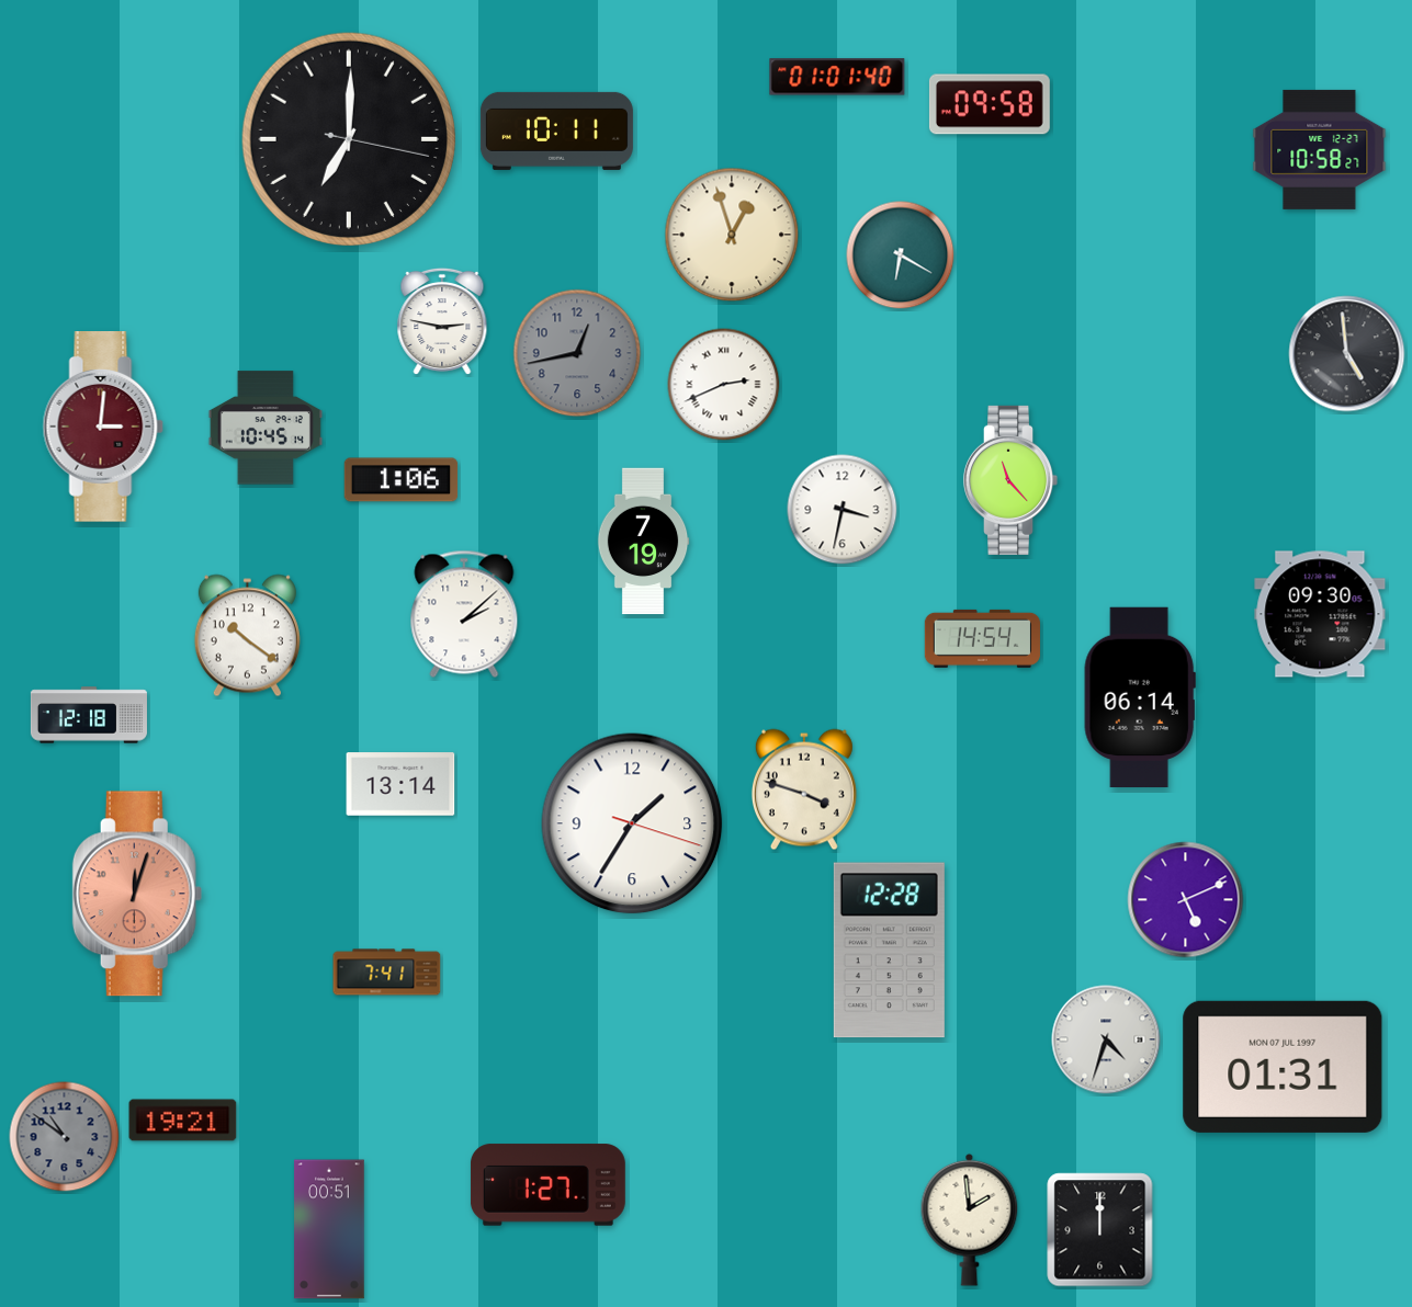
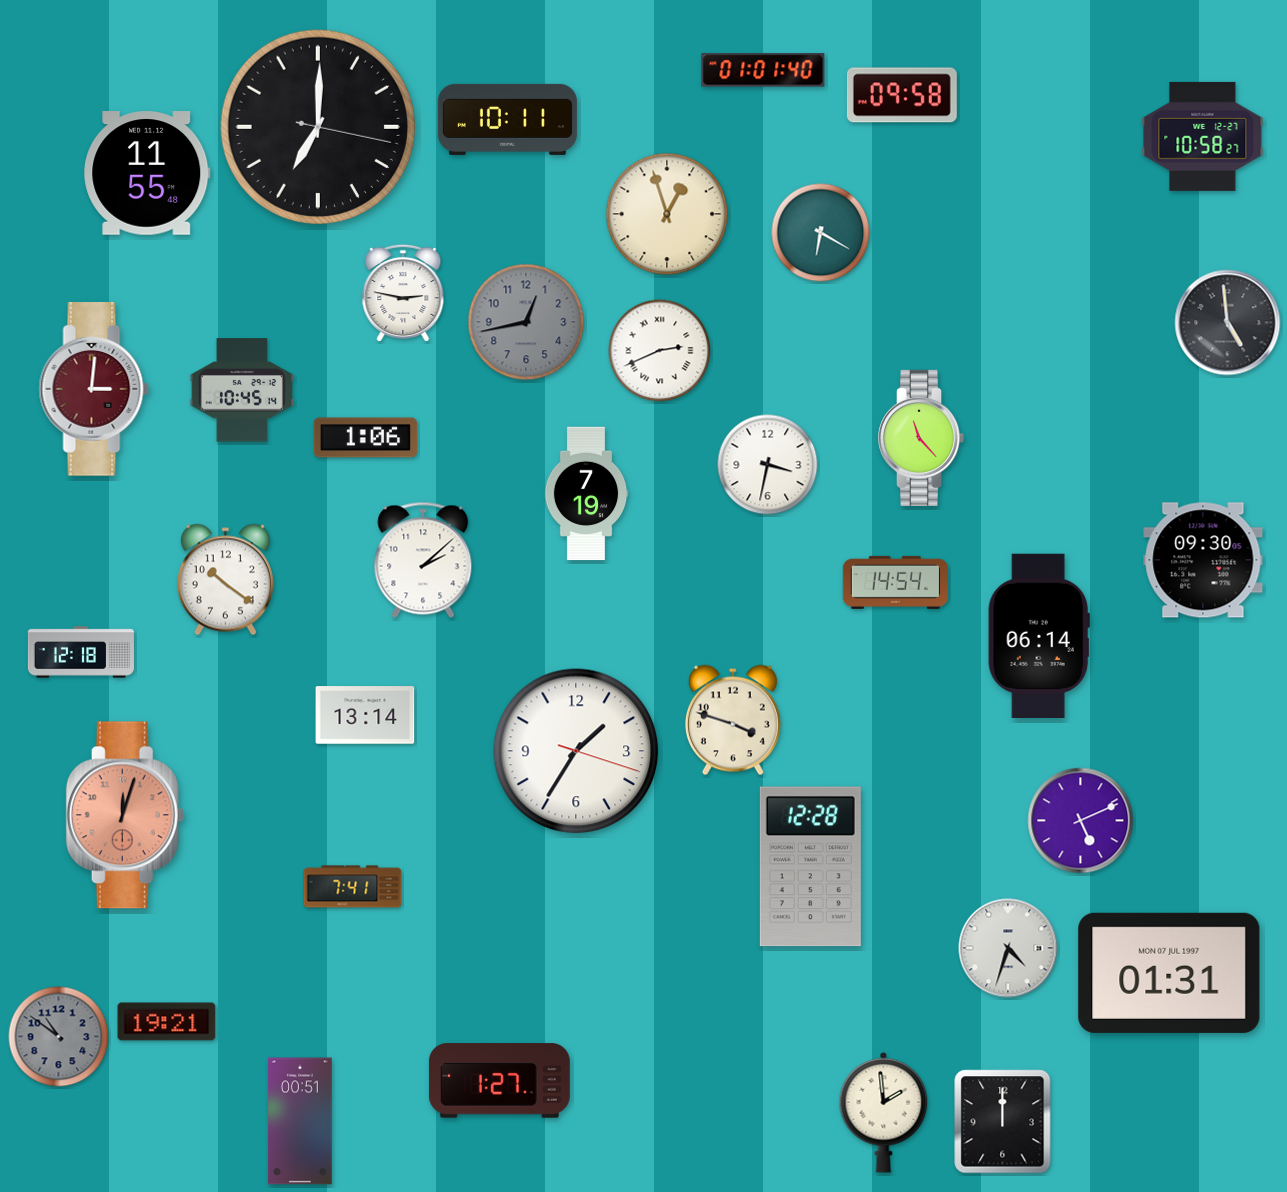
clock at (147, 173): none -> 11:55
